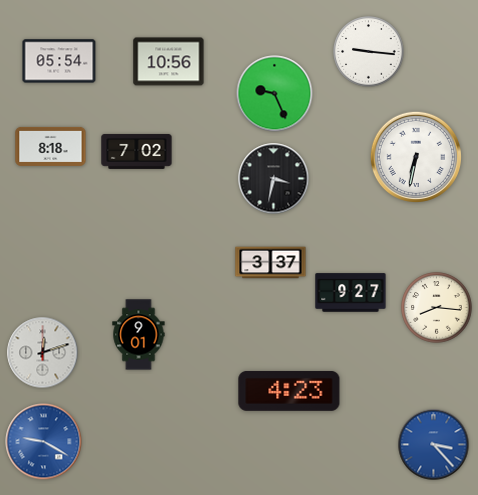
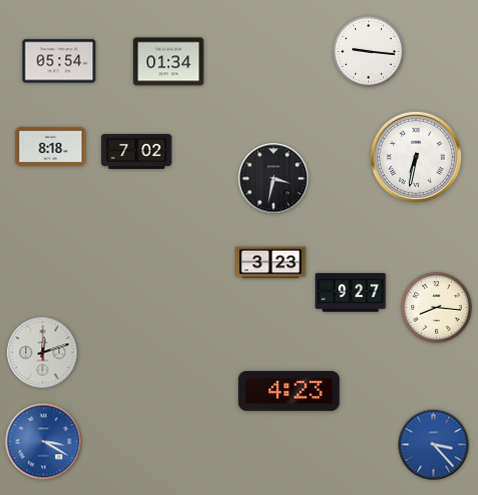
clock at (169, 62): 10:56 -> 01:34
clock at (275, 94): 9:26 -> none
clock at (271, 263): 3:37 -> 3:23
clock at (139, 335): 9:01 -> none
clock at (44, 442): 9:20 -> 3:20
